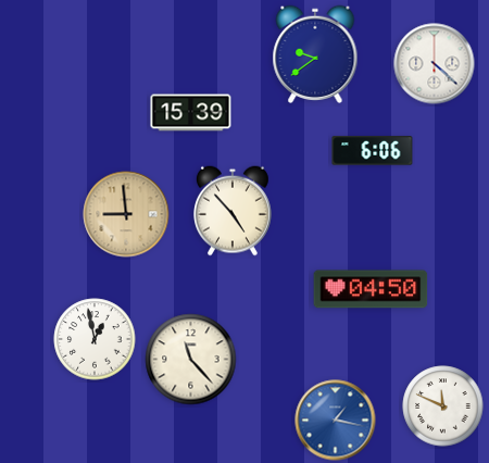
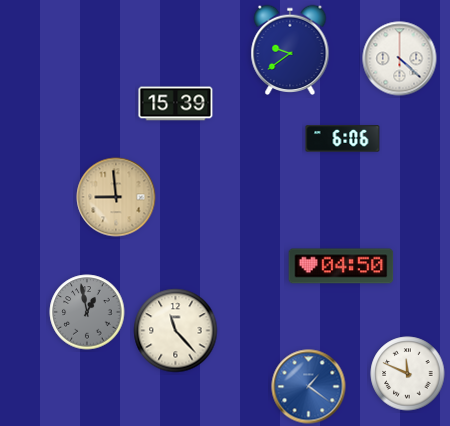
clock at (234, 211): 4:53 -> none
clock at (95, 339) dial: white -> grey
clock at (336, 421): 1:17 -> 1:21
